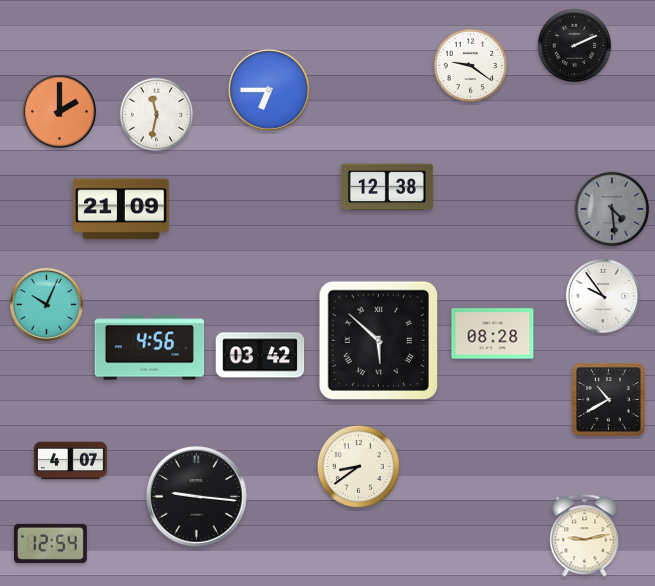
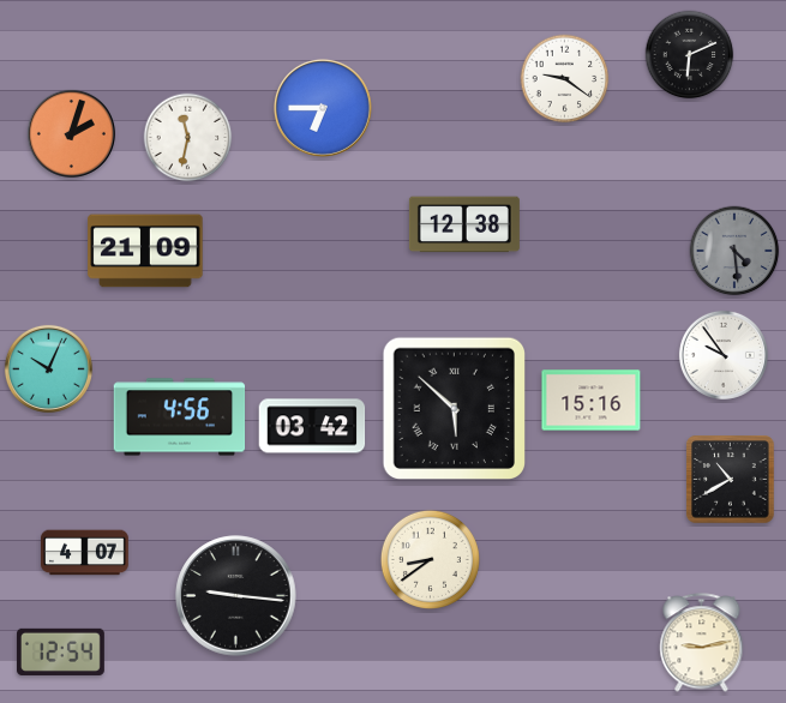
clock at (575, 46): 2:11 -> 6:11
clock at (59, 111): 2:00 -> 2:03
clock at (46, 304) position: (46, 304) -> (48, 368)
clock at (493, 334): 08:28 -> 15:16
